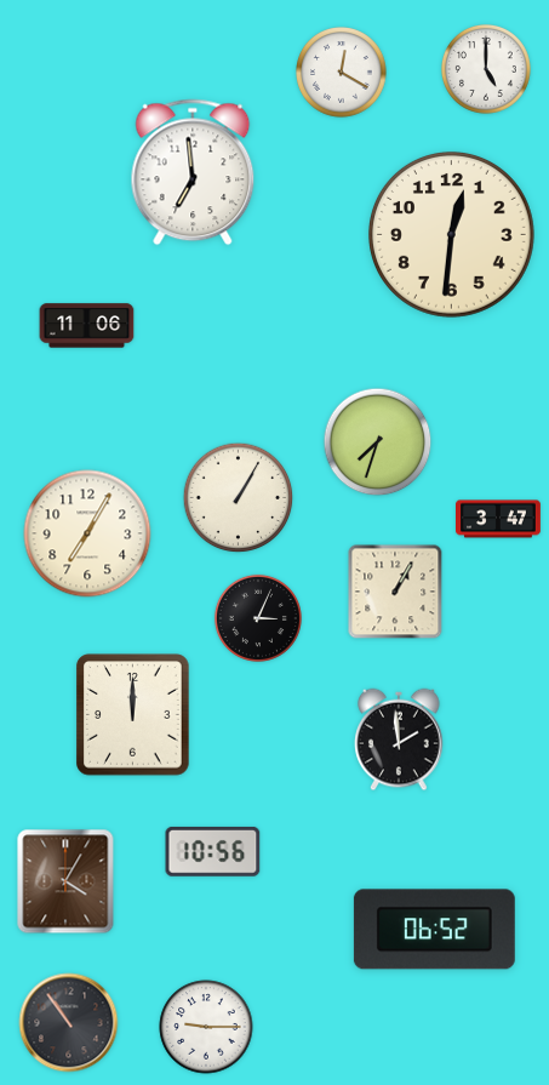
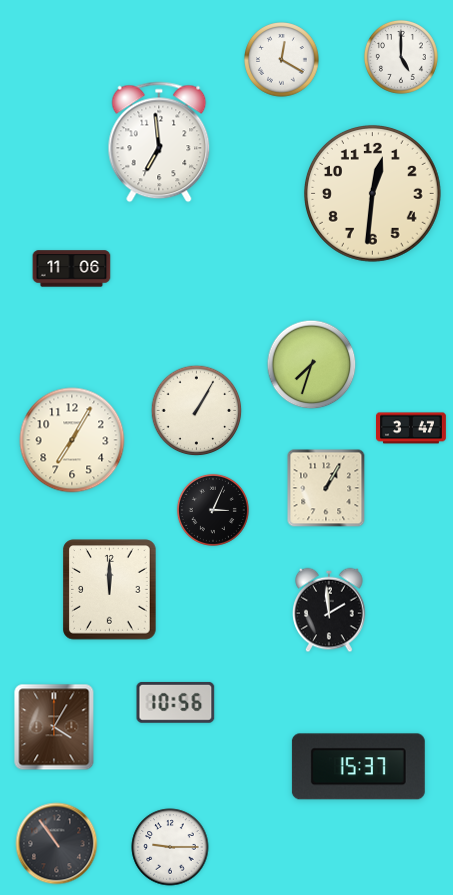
clock at (434, 930): 06:52 -> 15:37
